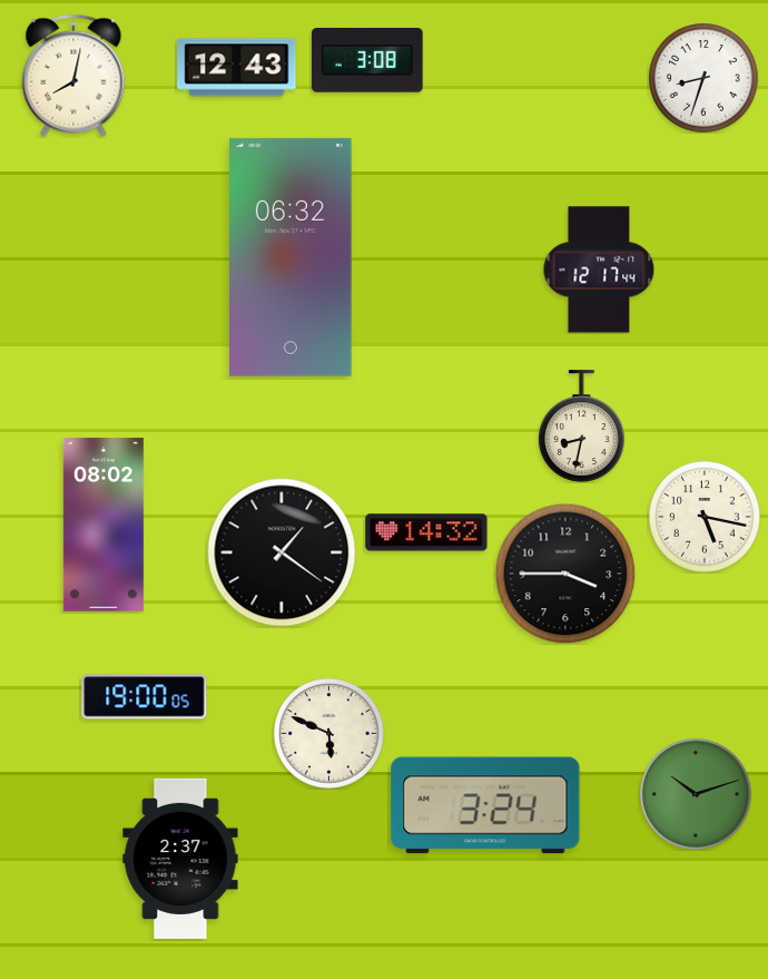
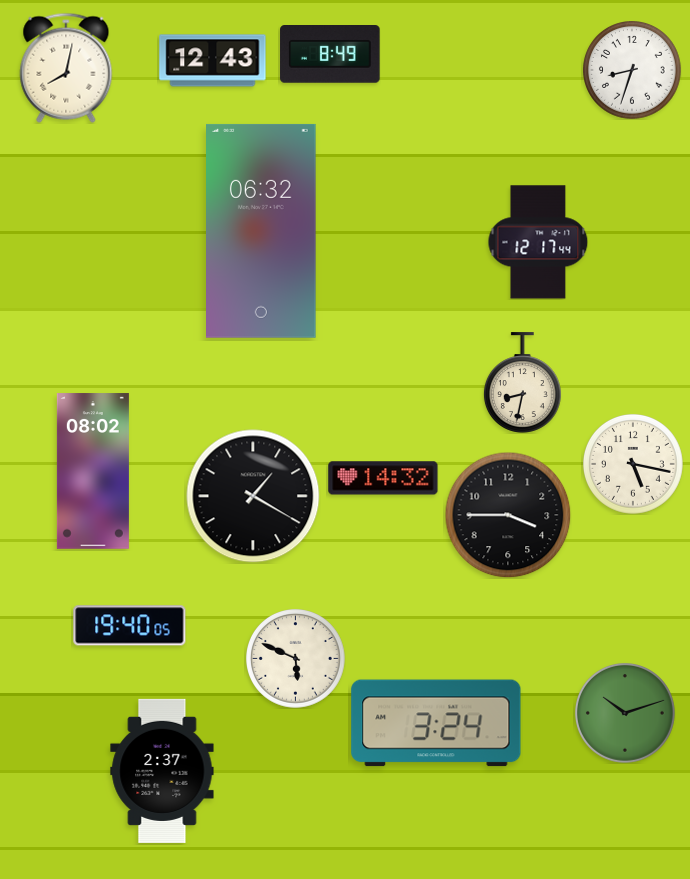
clock at (367, 60): 3:08 -> 8:49
clock at (282, 552): 1:21 -> 1:20
clock at (145, 697): 19:00 -> 19:40
